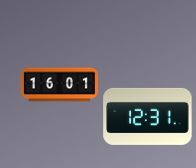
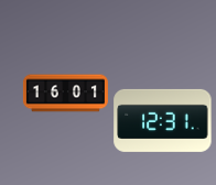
clock at (148, 116) position: (148, 116) -> (163, 120)
